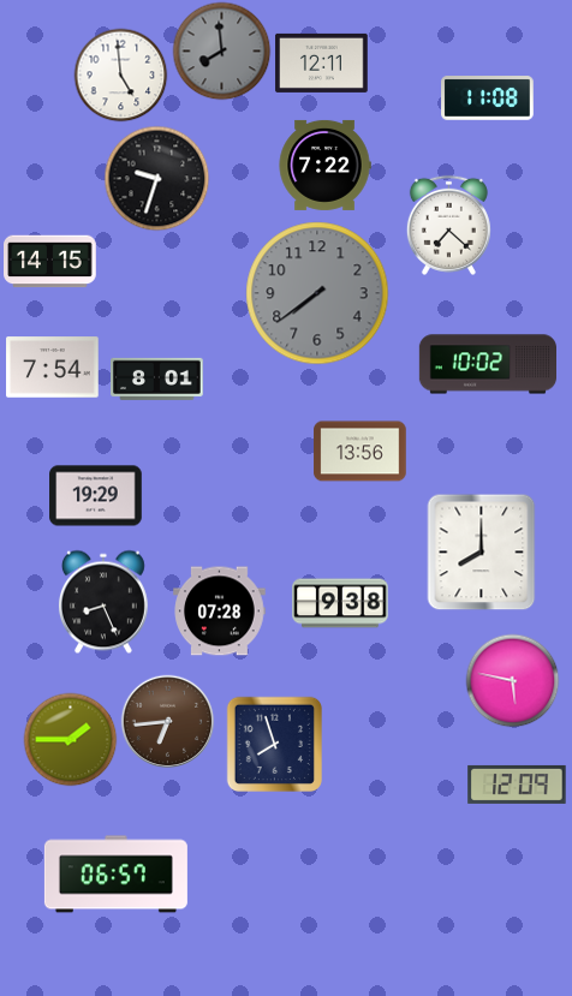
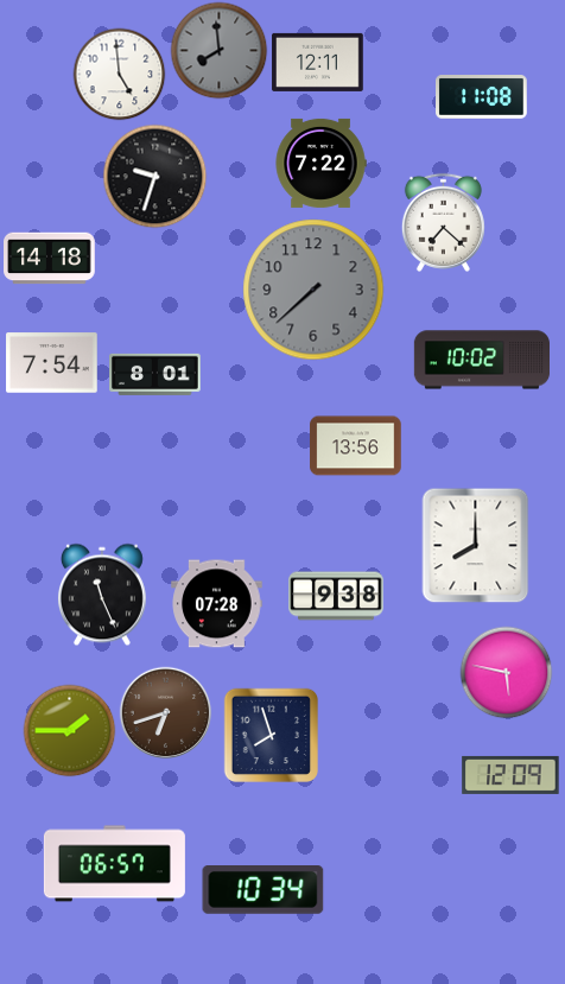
clock at (50, 262): 14:15 -> 14:18
clock at (317, 293): 7:39 -> 7:38
clock at (96, 496): 19:29 -> none
clock at (103, 602): 8:26 -> 11:26
clock at (167, 721): 6:44 -> 6:42
clock at (264, 890): none -> 10:34
